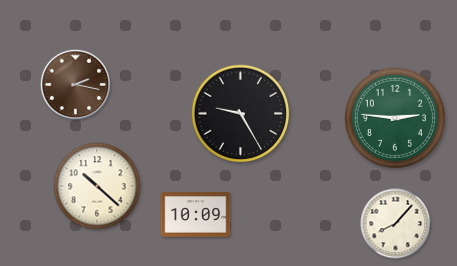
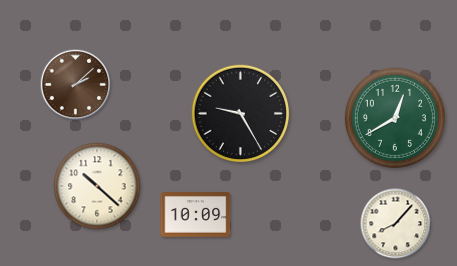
clock at (76, 85): 2:17 -> 2:08
clock at (395, 118): 2:46 -> 12:40
